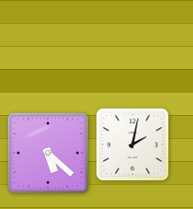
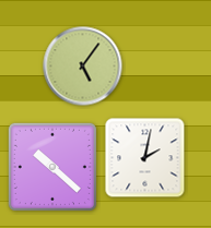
clock at (83, 67): none -> 5:06
clock at (48, 153): 5:22 -> 10:22
